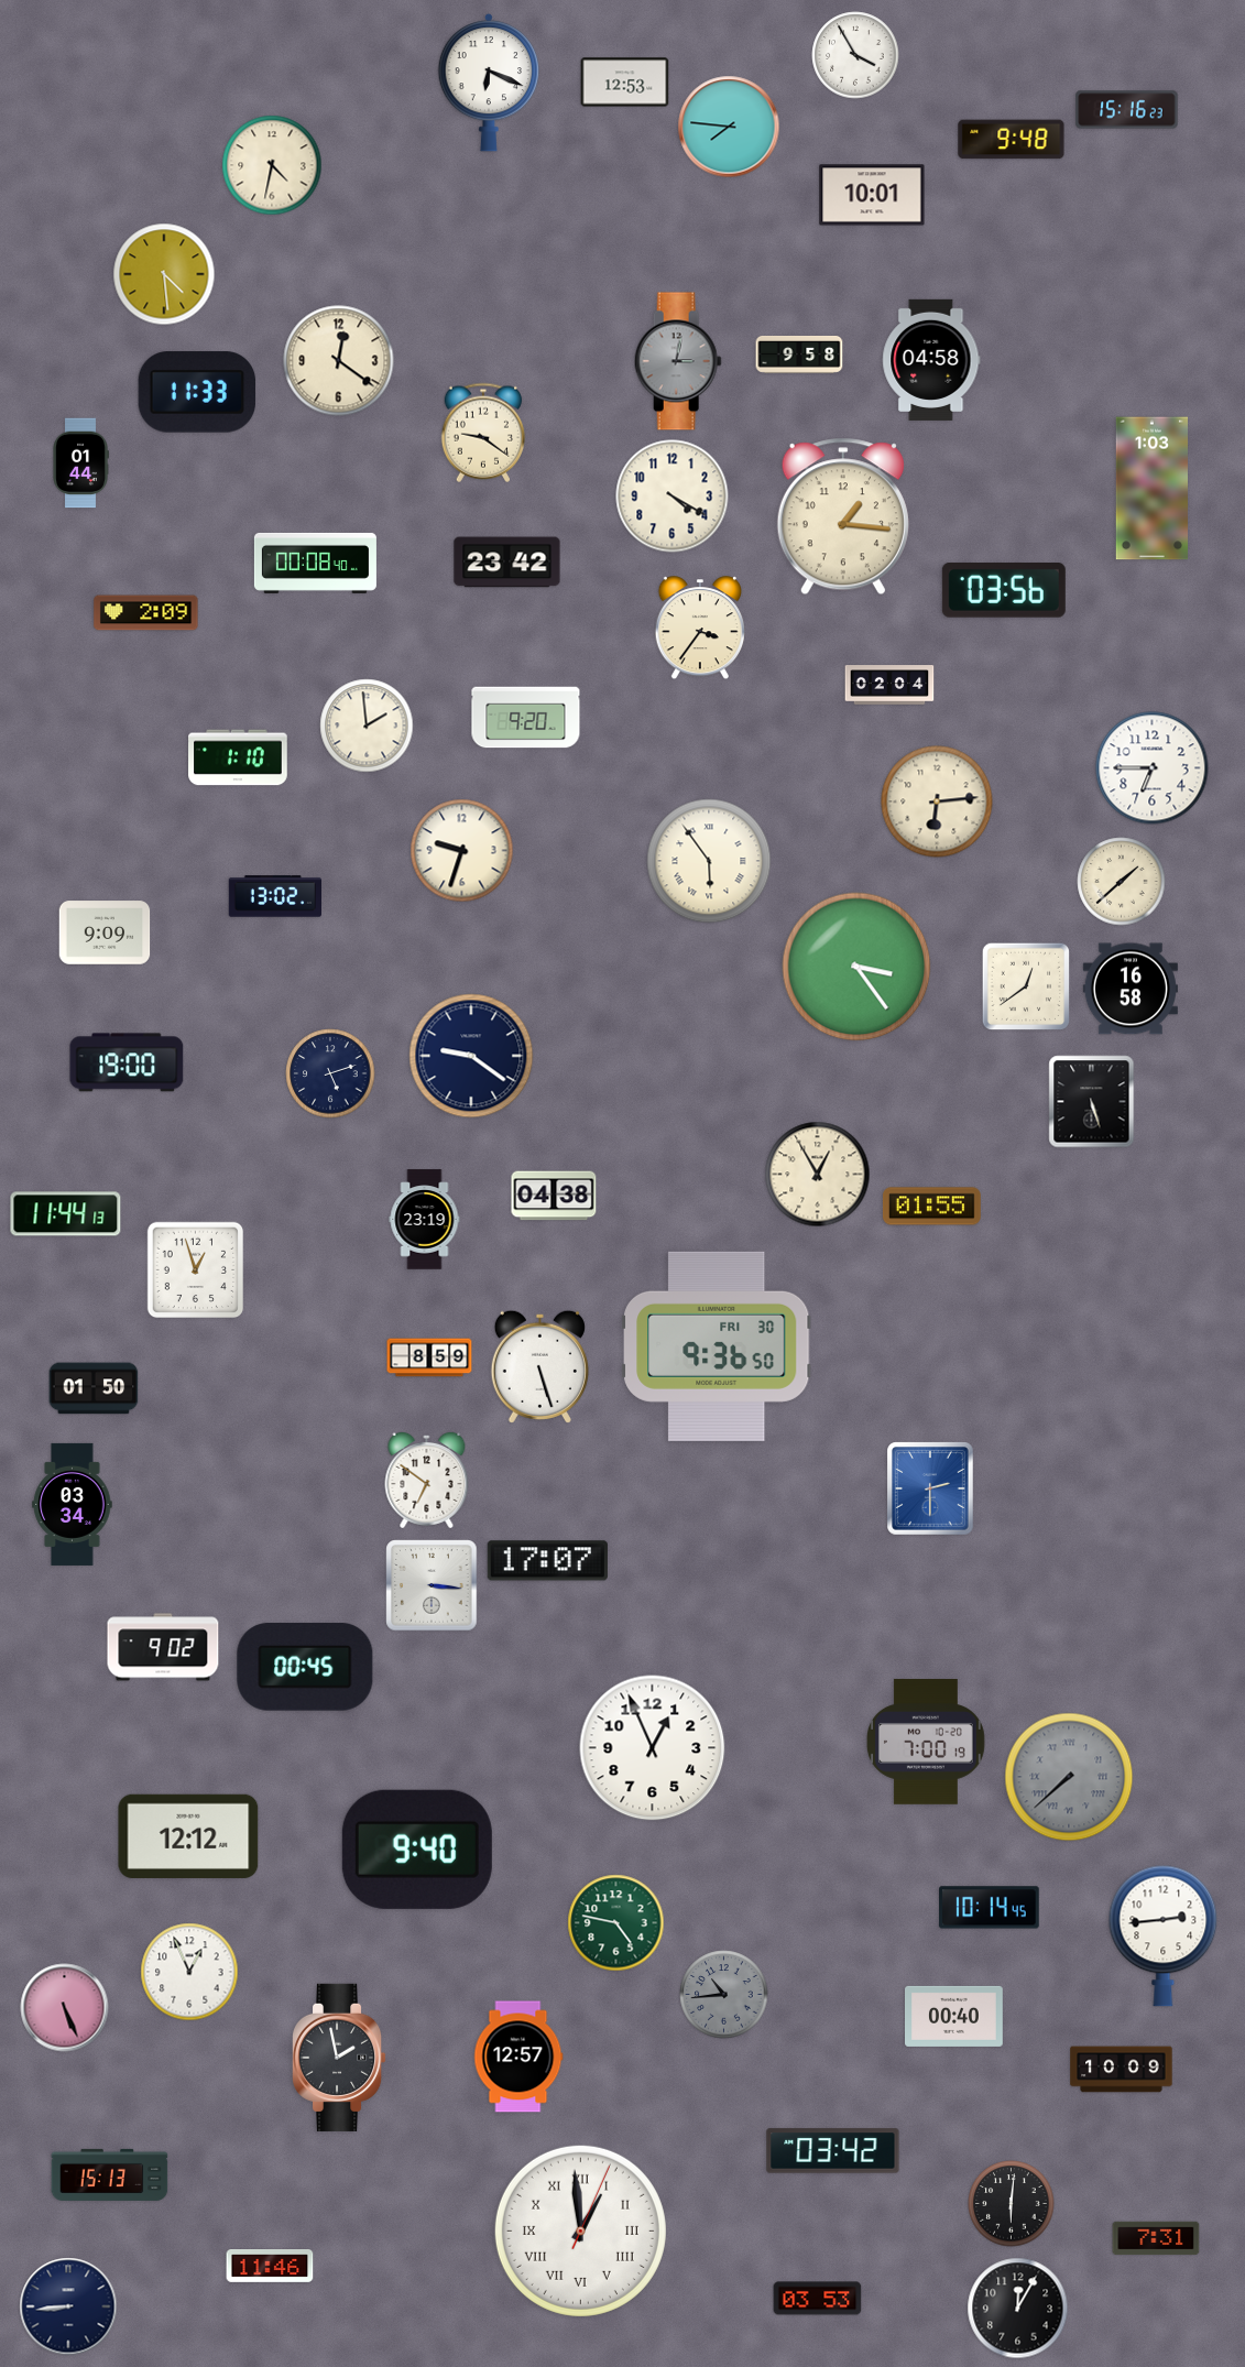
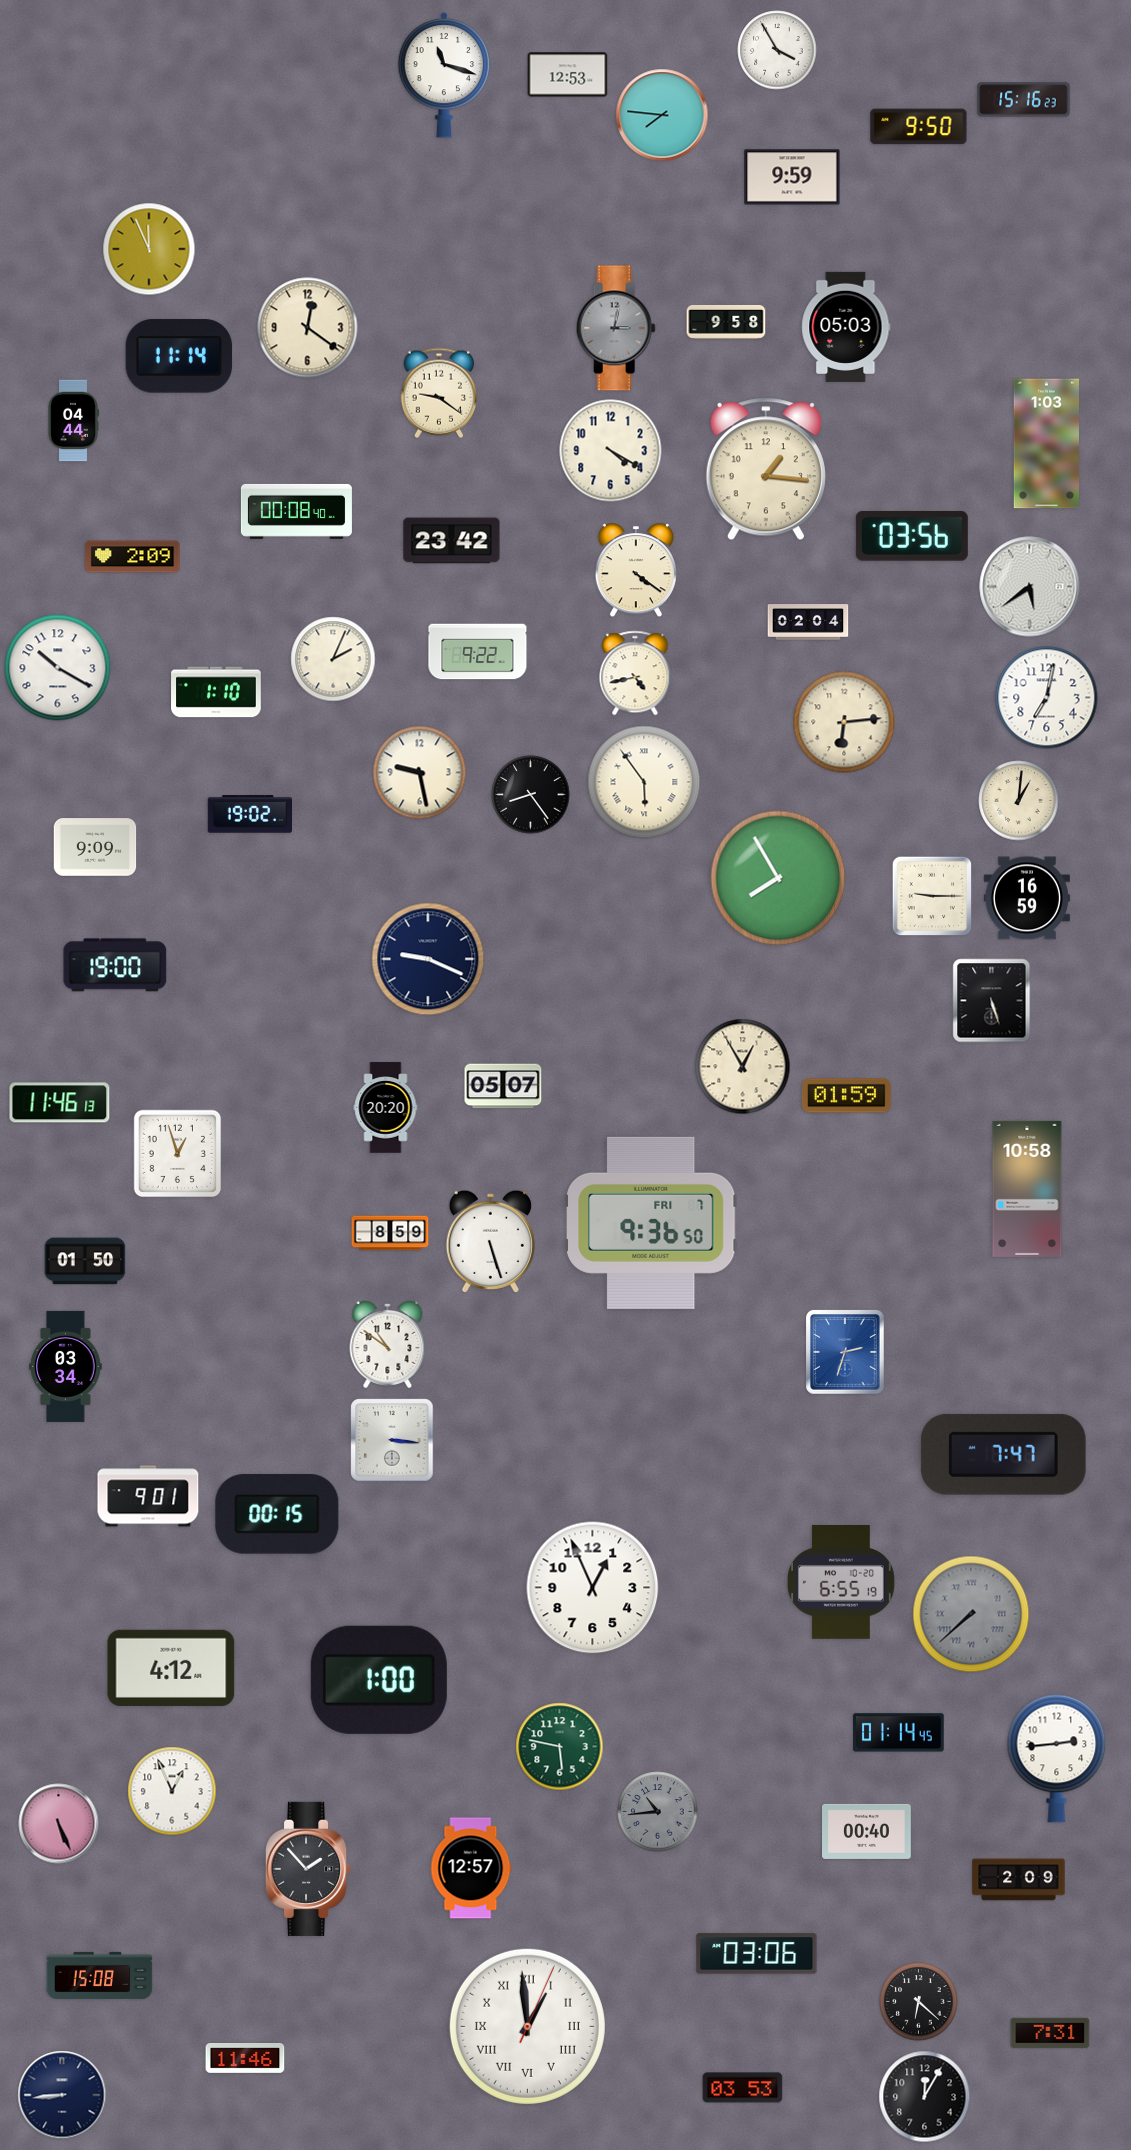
clock at (489, 83): 6:19 -> 11:18
clock at (1012, 140): 9:48 -> 9:50
clock at (272, 165): 4:32 -> none
clock at (872, 195): 10:01 -> 9:59
clock at (164, 274): 4:29 -> 11:56
clock at (931, 360): 04:58 -> 05:03
clock at (197, 392): 11:33 -> 11:14
clock at (80, 463): 01:44 -> 04:44
clock at (315, 563) position: (315, 563) -> (296, 511)
clock at (507, 563) position: (507, 563) -> (452, 541)
clock at (699, 629): 3:36 -> 4:21
clock at (1030, 587): none -> 5:39
clock at (526, 718): 9:20 -> 9:22
clock at (367, 726): 1:59 -> 2:04
clock at (58, 668): none -> 10:20
clock at (635, 673): none -> 4:43
clock at (238, 757) position: (238, 757) -> (216, 692)
clock at (1153, 768): 6:45 -> 7:02
clock at (937, 801) position: (937, 801) -> (844, 722)
clock at (462, 851): 9:33 -> 9:28
clock at (531, 795): none -> 8:24
clock at (1122, 882): 1:38 -> 1:01
clock at (274, 896): 13:02 -> 19:02
clock at (856, 967): 3:24 -> 7:55
clock at (1026, 986): 12:39 -> 9:15
clock at (1131, 989): 16:58 -> 16:59
clock at (471, 1056): 9:21 -> 9:19
clock at (330, 1073): 5:12 -> none
clock at (554, 1196): 04:38 -> 05:07
clock at (931, 1207): 01:55 -> 01:59
clock at (66, 1214): 11:44 -> 11:46
clock at (425, 1220): 23:19 -> 20:20
clock at (1027, 1189): none -> 10:58
clock at (718, 1346) date: FRI 30 -> FRI 7
clock at (427, 1480): 6:51 -> 10:51
clock at (930, 1488): 2:30 -> 2:33
clock at (547, 1561): 17:07 -> none
clock at (1003, 1454): none -> 7:47
clock at (163, 1647): 9:02 -> 9:01
clock at (305, 1667): 00:45 -> 00:15
clock at (926, 1743): 7:00 -> 6:55
clock at (188, 1836): 12:12 -> 4:12
clock at (417, 1850): 9:40 -> 1:00
clock at (990, 1908): 10:14 -> 01:14
clock at (616, 1923): 4:47 -> 5:47
clock at (340, 2058): 1:58 -> 1:53
clock at (1122, 2070): 10:09 -> 2:09
clock at (833, 2151): 03:42 -> 03:06
clock at (110, 2174): 15:13 -> 15:08
clock at (1012, 2204): 6:01 -> 6:22
